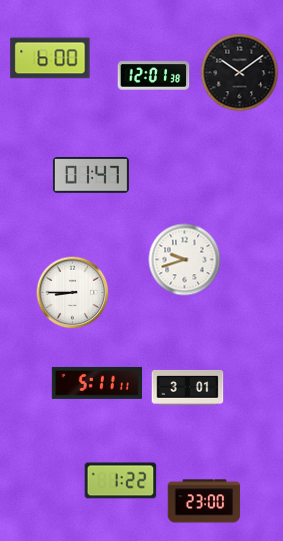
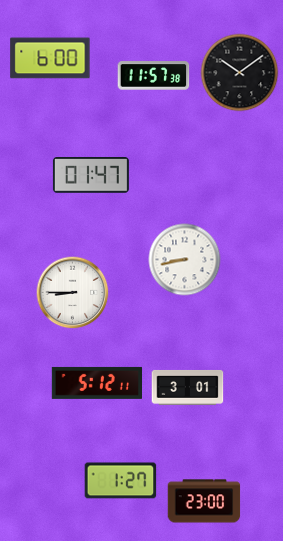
clock at (154, 76): 12:01 -> 11:57
clock at (185, 260): 9:42 -> 8:43
clock at (96, 383): 5:11 -> 5:12
clock at (121, 481): 1:22 -> 1:27
